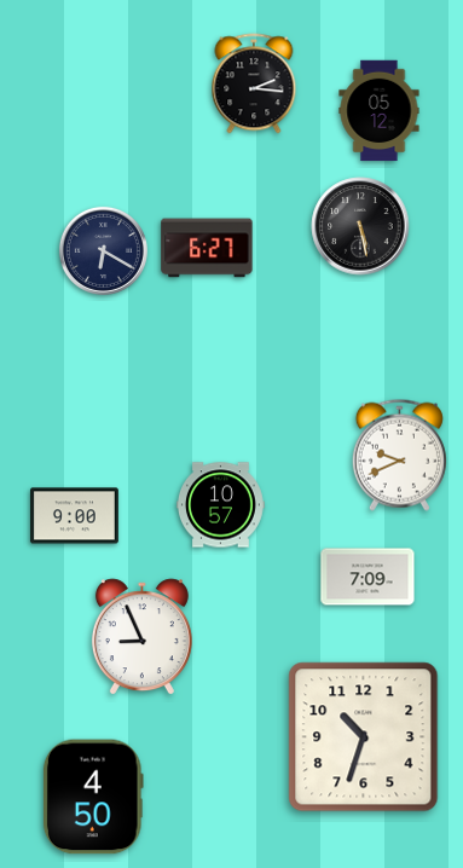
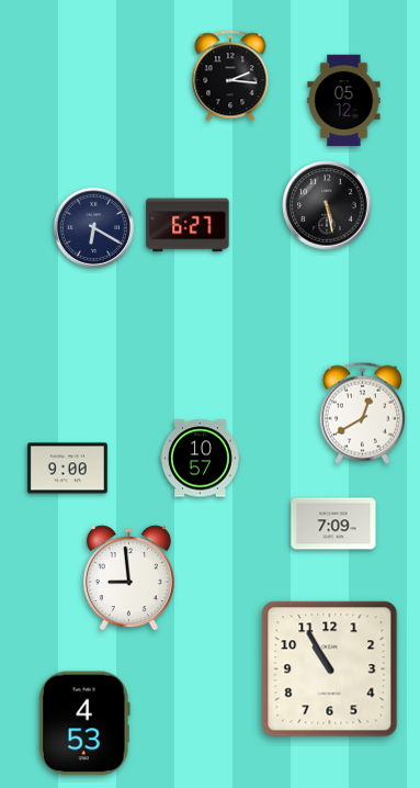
clock at (399, 455): 9:41 -> 12:40
clock at (141, 637): 8:56 -> 8:59
clock at (364, 737): 10:33 -> 10:55
clock at (93, 797): 4:50 -> 4:53
